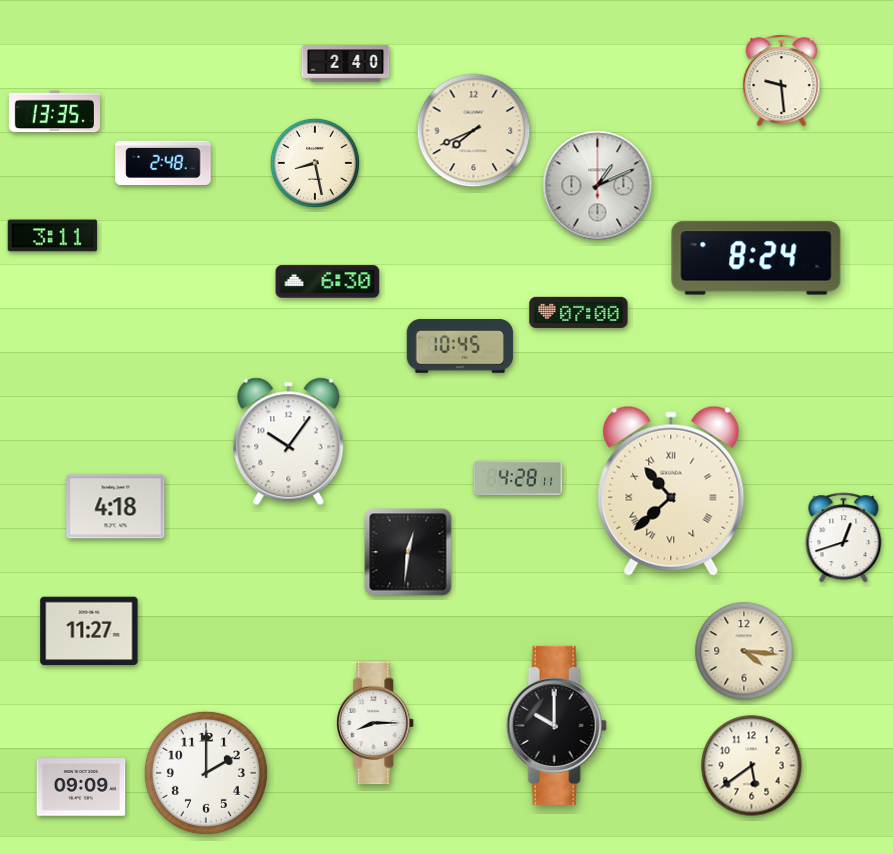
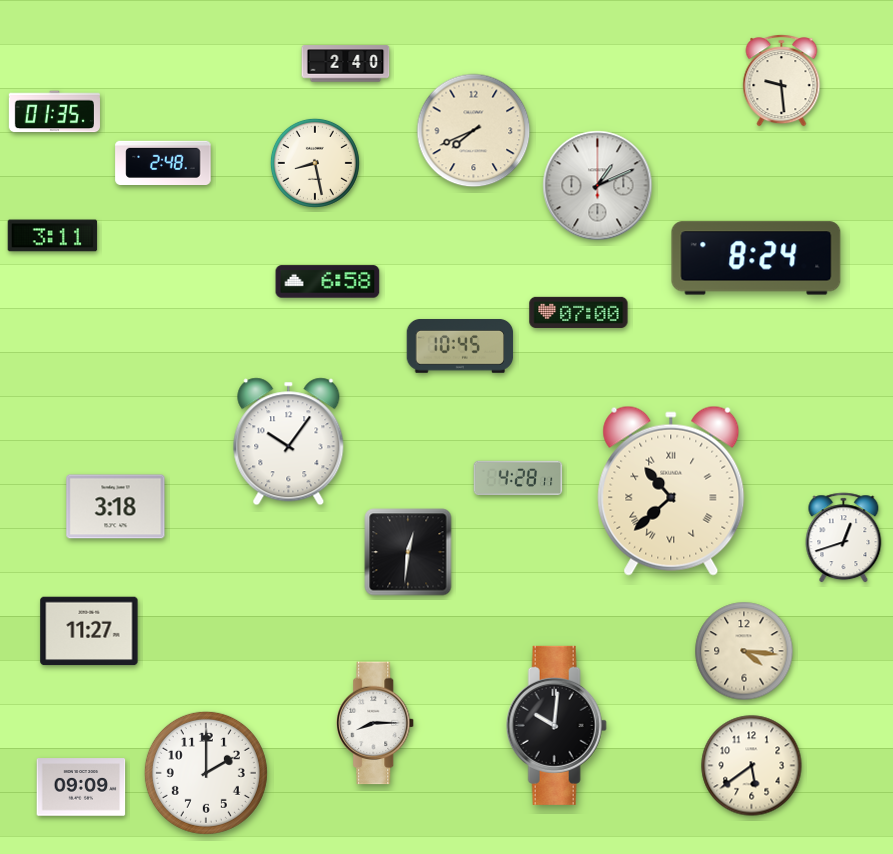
clock at (54, 112): 13:35 -> 01:35
clock at (328, 282): 6:30 -> 6:58
clock at (116, 507): 4:18 -> 3:18
clock at (556, 725): 10:00 -> 10:01
